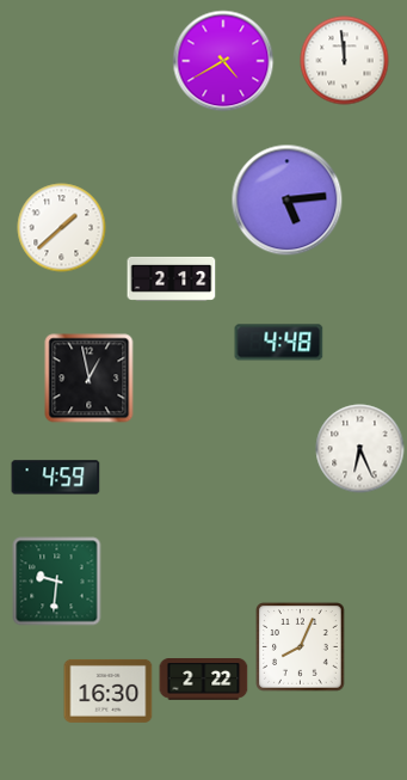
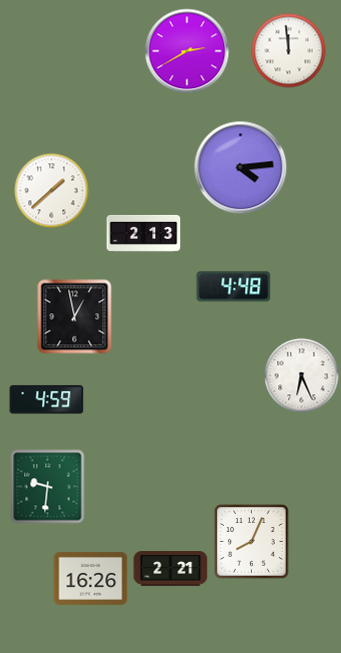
clock at (223, 61): 4:40 -> 2:40
clock at (288, 201): 5:14 -> 4:14
clock at (172, 278): 2:12 -> 2:13
clock at (204, 680): 2:22 -> 2:21
clock at (109, 690): 16:30 -> 16:26
